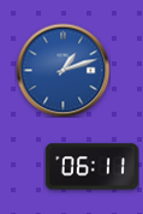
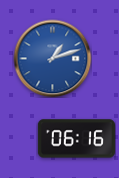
clock at (91, 167): 06:11 -> 06:16
